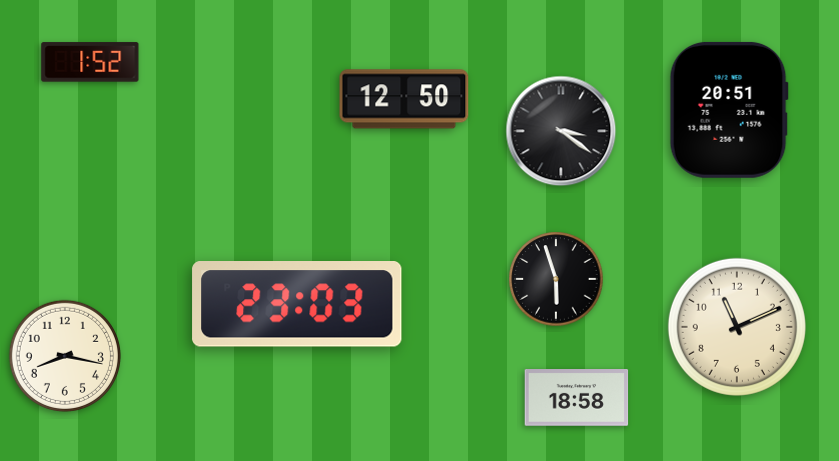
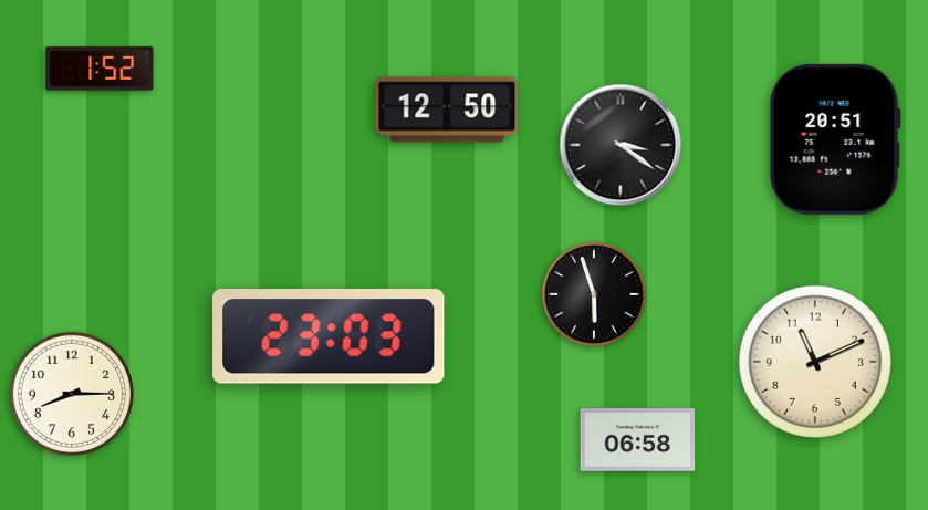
clock at (729, 110) position: (729, 110) -> (835, 139)
clock at (556, 279) position: (556, 279) -> (594, 294)
clock at (65, 356): 8:17 -> 8:15
clock at (577, 398): 18:58 -> 06:58
